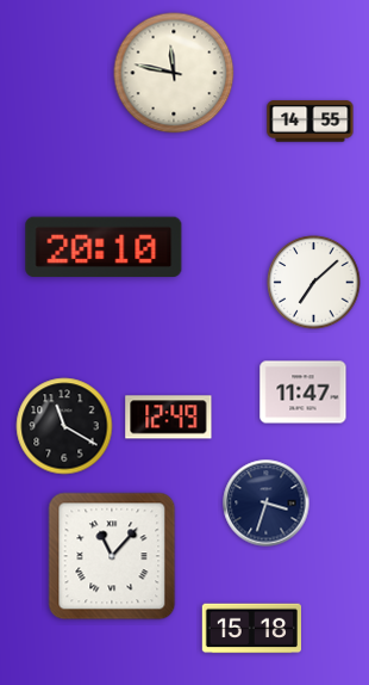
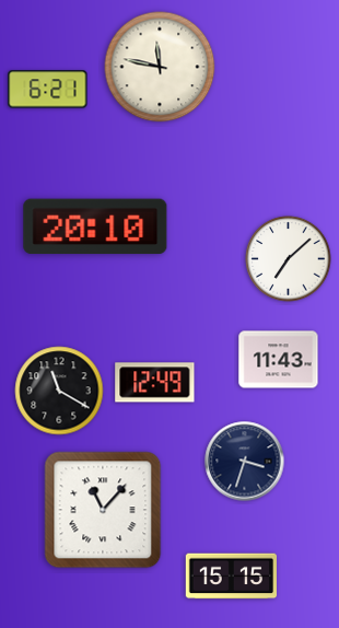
clock at (48, 90): none -> 6:21
clock at (311, 122): 14:55 -> none
clock at (304, 393): 11:47 -> 11:43
clock at (251, 629): 15:18 -> 15:15
